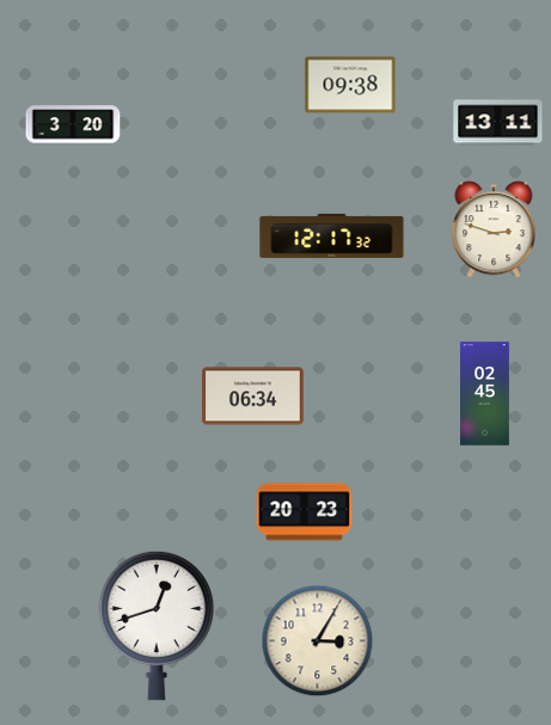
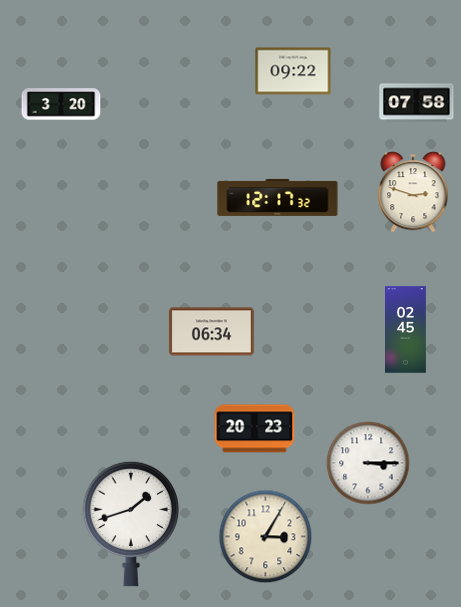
clock at (350, 85): 09:38 -> 09:22
clock at (498, 123): 13:11 -> 07:58
clock at (368, 463): none -> 3:15
clock at (155, 626): 12:42 -> 1:42
